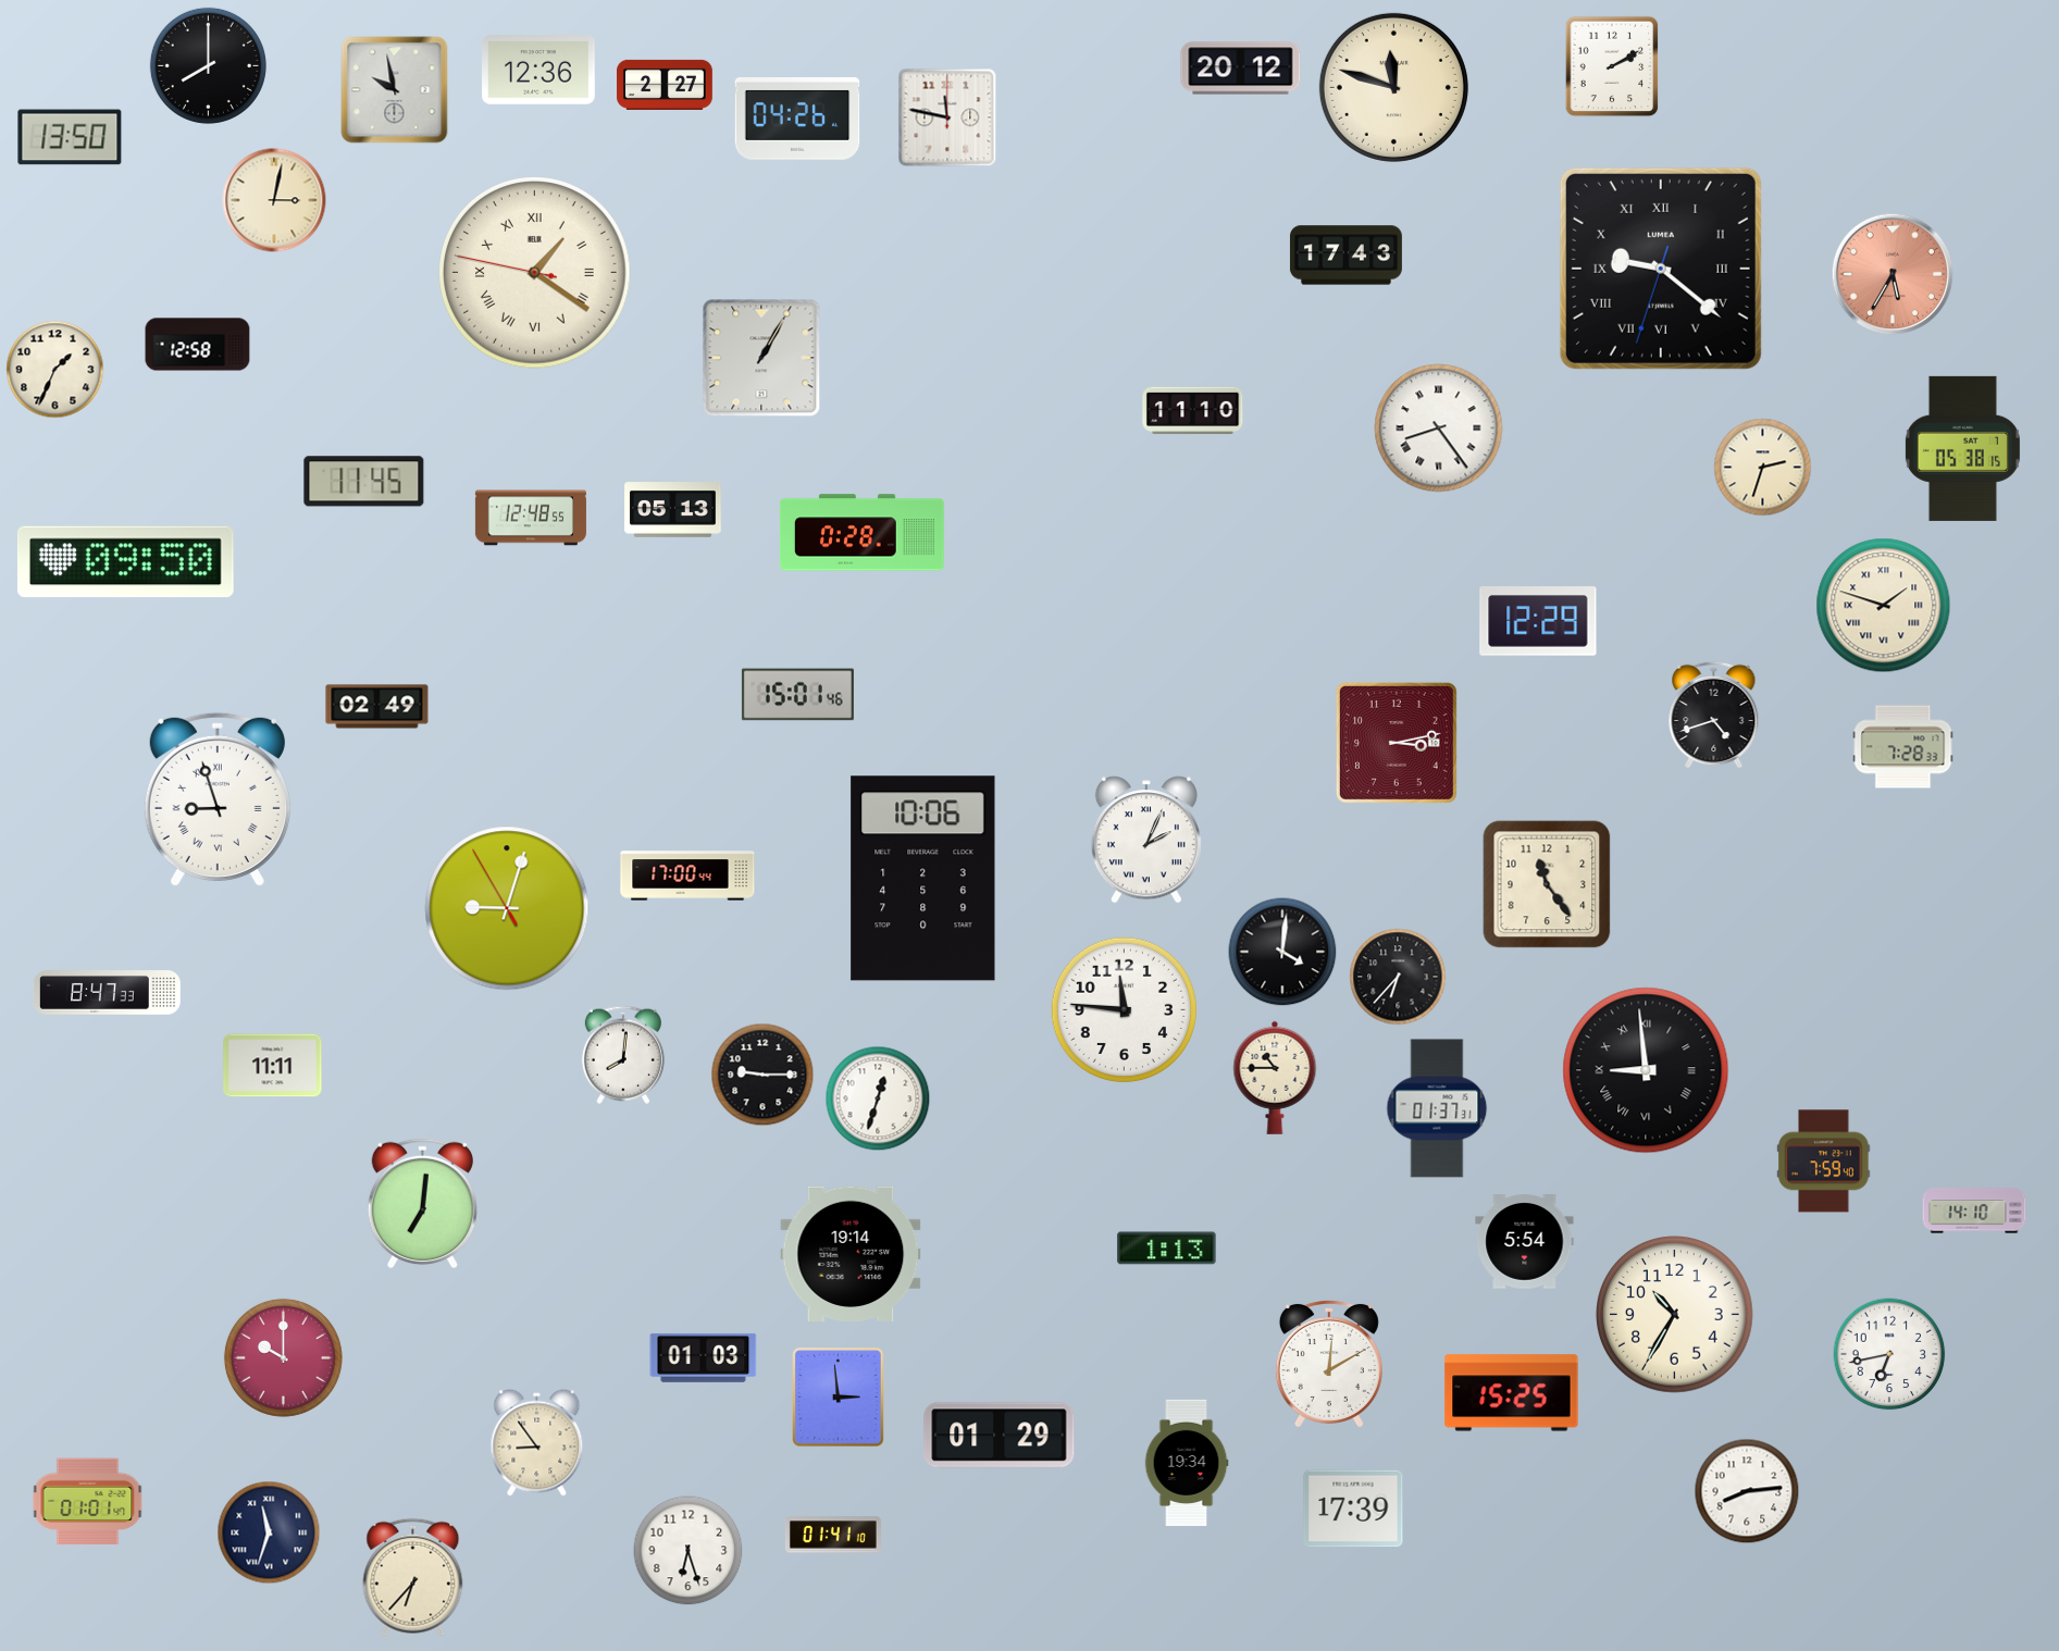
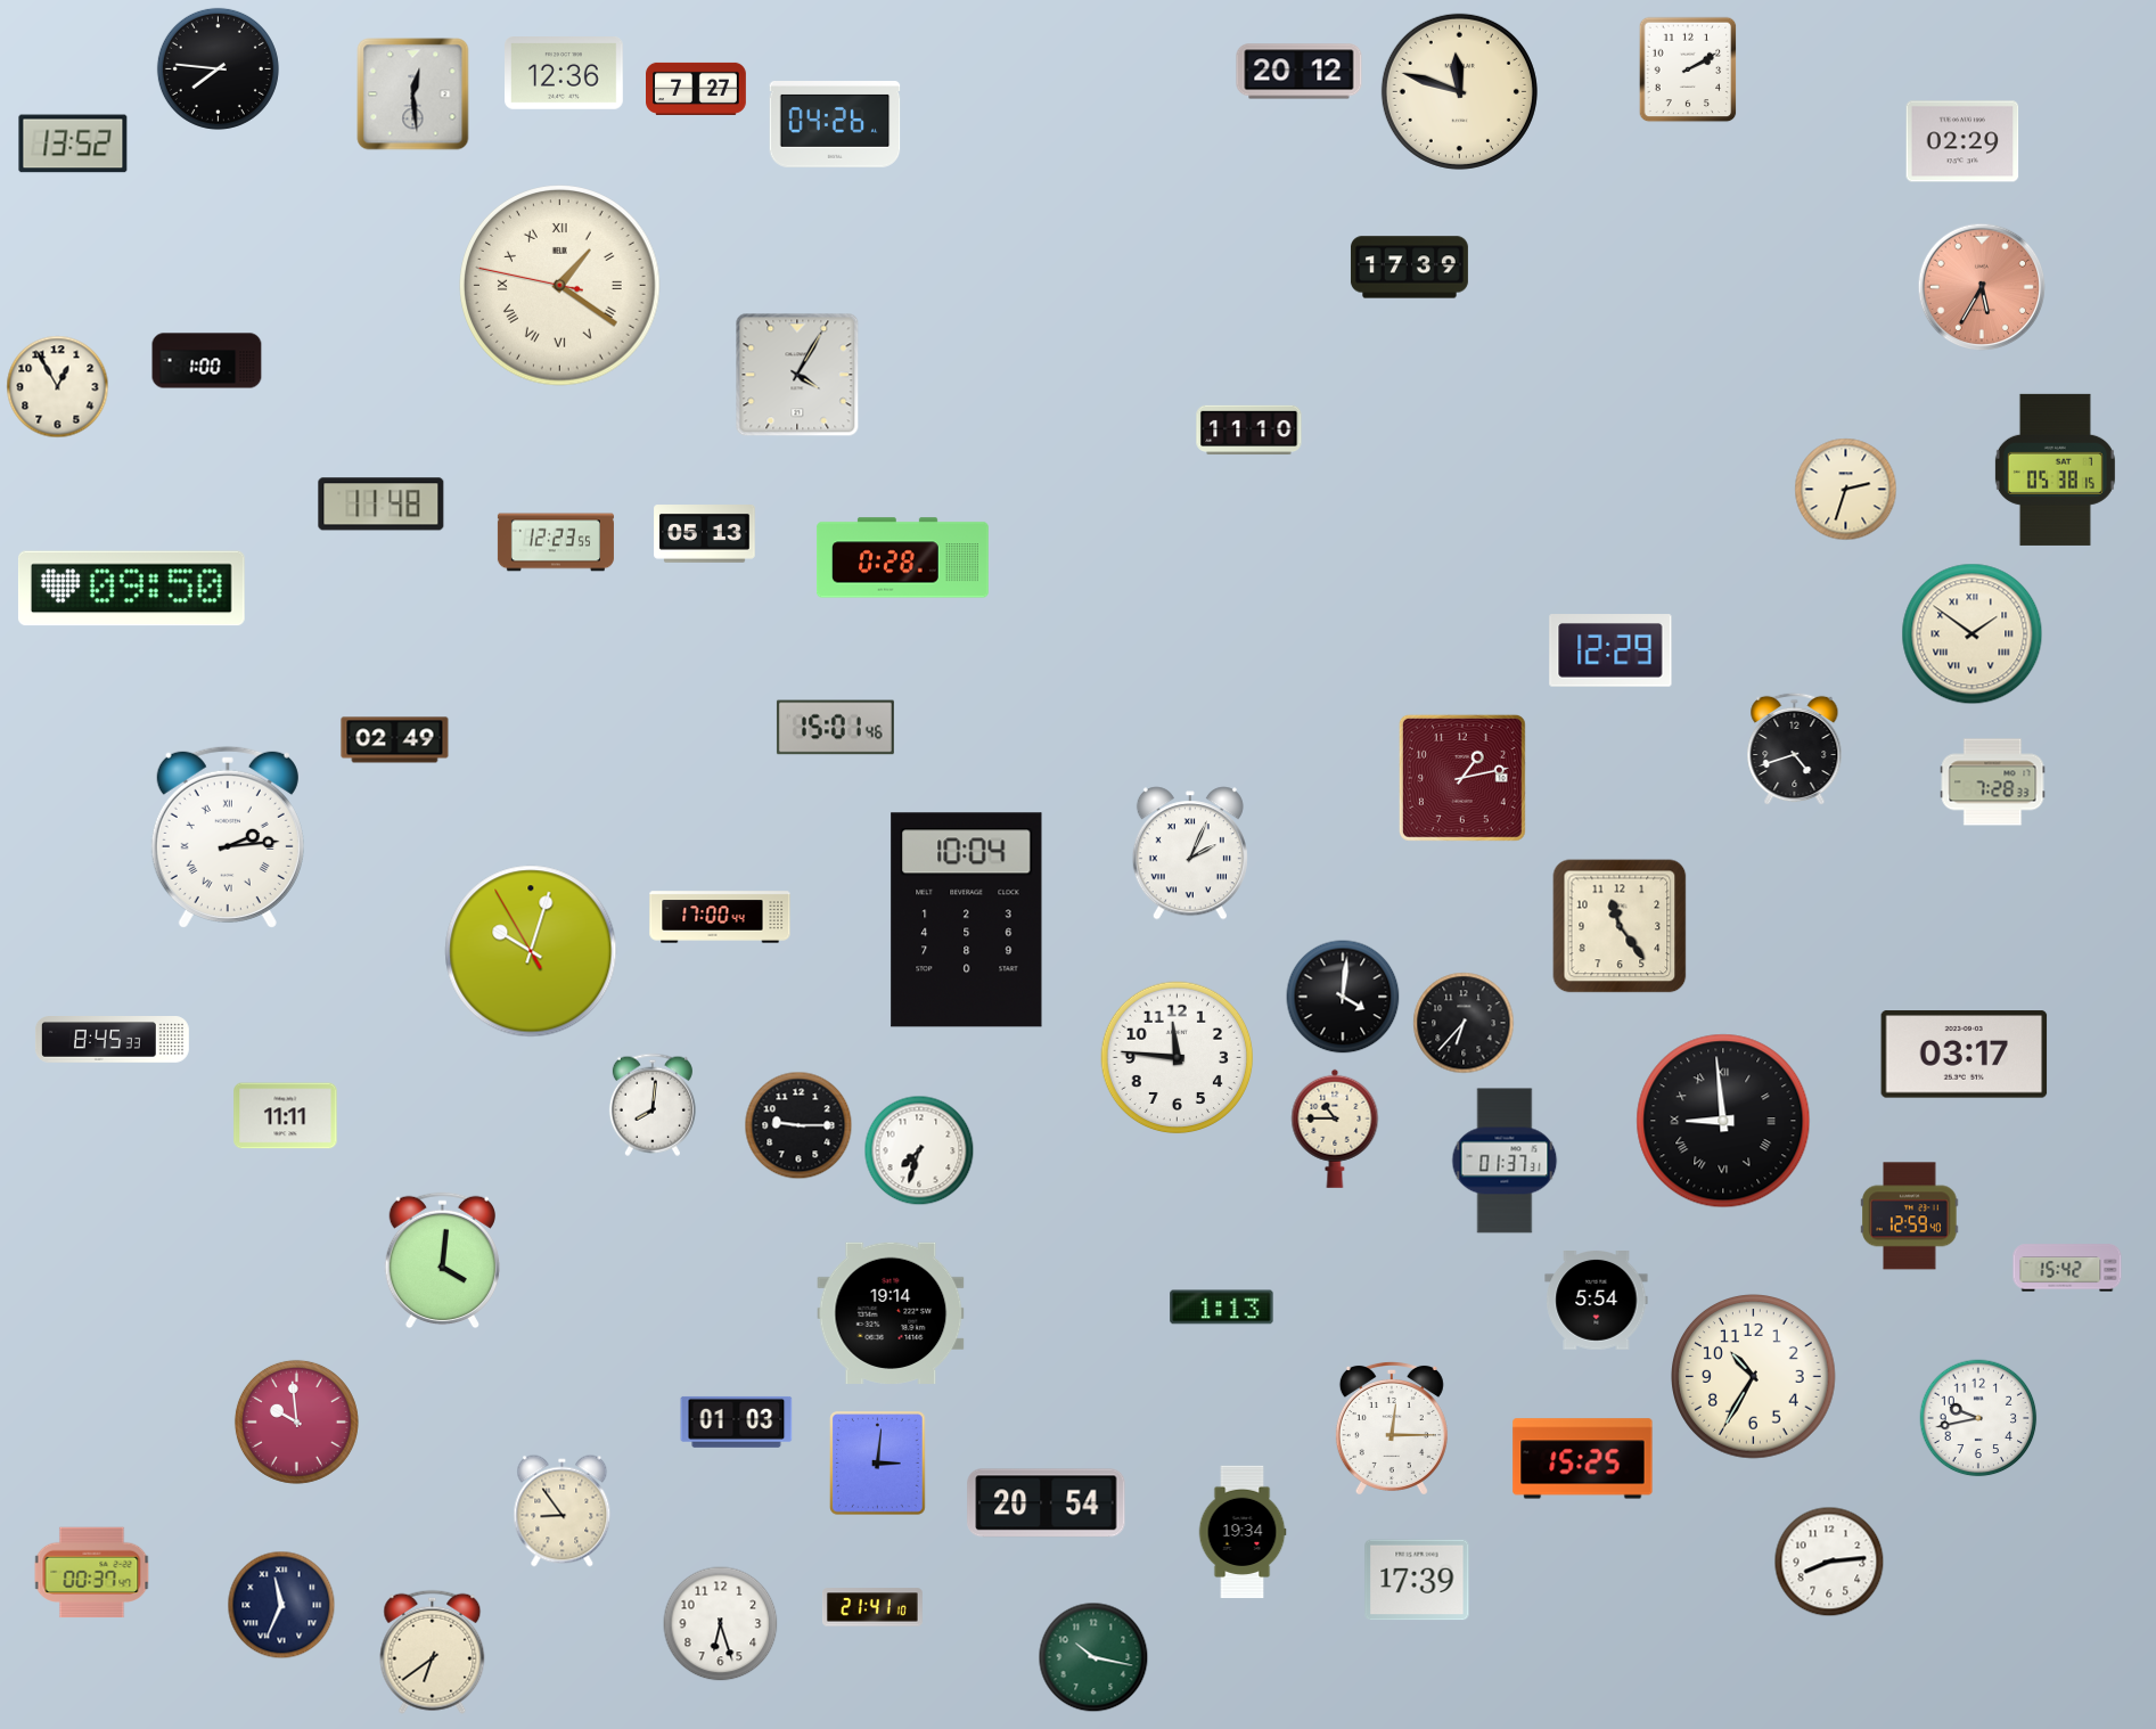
clock at (208, 65): 8:00 -> 7:46
clock at (666, 85): 2:27 -> 7:27
clock at (395, 90): 9:58 -> 12:29
clock at (947, 117): 11:47 -> none
clock at (1962, 141): none -> 02:29
clock at (70, 137): 13:50 -> 13:52
clock at (274, 200): 3:02 -> none
clock at (1345, 256): 17:43 -> 17:39
clock at (1661, 269): 9:21 -> none
clock at (198, 345): 12:58 -> 1:00
clock at (761, 358): 1:05 -> 4:05
clock at (55, 370): 1:34 -> 12:55
clock at (1439, 429): 8:24 -> none
clock at (364, 482): 11:45 -> 11:48
clock at (531, 518): 12:48 -> 12:23
clock at (1884, 606): 1:48 -> 1:51
clock at (1397, 743): 3:13 -> 1:13
clock at (218, 799): 8:57 -> 2:14
clock at (1146, 840) position: (1146, 840) -> (1190, 853)
clock at (923, 879): 10:06 -> 10:04
clock at (507, 908): 9:02 -> 10:02
clock at (107, 993): 8:47 -> 8:45
clock at (1965, 1055): none -> 03:17
clock at (878, 1098): 12:33 -> 7:33
clock at (1824, 1162): 7:59 -> 12:59
clock at (422, 1204): 7:01 -> 4:01
clock at (1974, 1211): 14:10 -> 15:42
clock at (1889, 1354): 6:43 -> 9:43
clock at (283, 1357): 10:00 -> 9:59
clock at (1329, 1363): 12:10 -> 12:15
clock at (839, 1398): 2:59 -> 3:01
clock at (1000, 1436): 01:29 -> 20:54
clock at (88, 1502): 01:01 -> 00:37
clock at (269, 1532): 11:33 -> 11:34
clock at (833, 1535): 01:41 -> 21:41
clock at (413, 1577): 6:37 -> 6:39
clock at (1093, 1657): none -> 10:17
